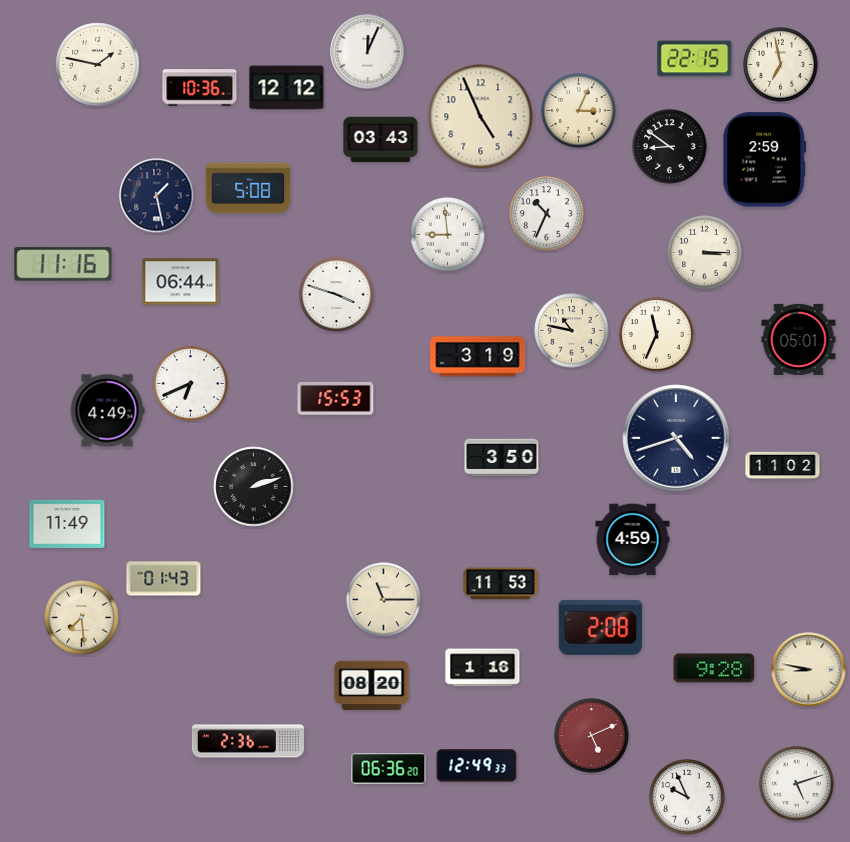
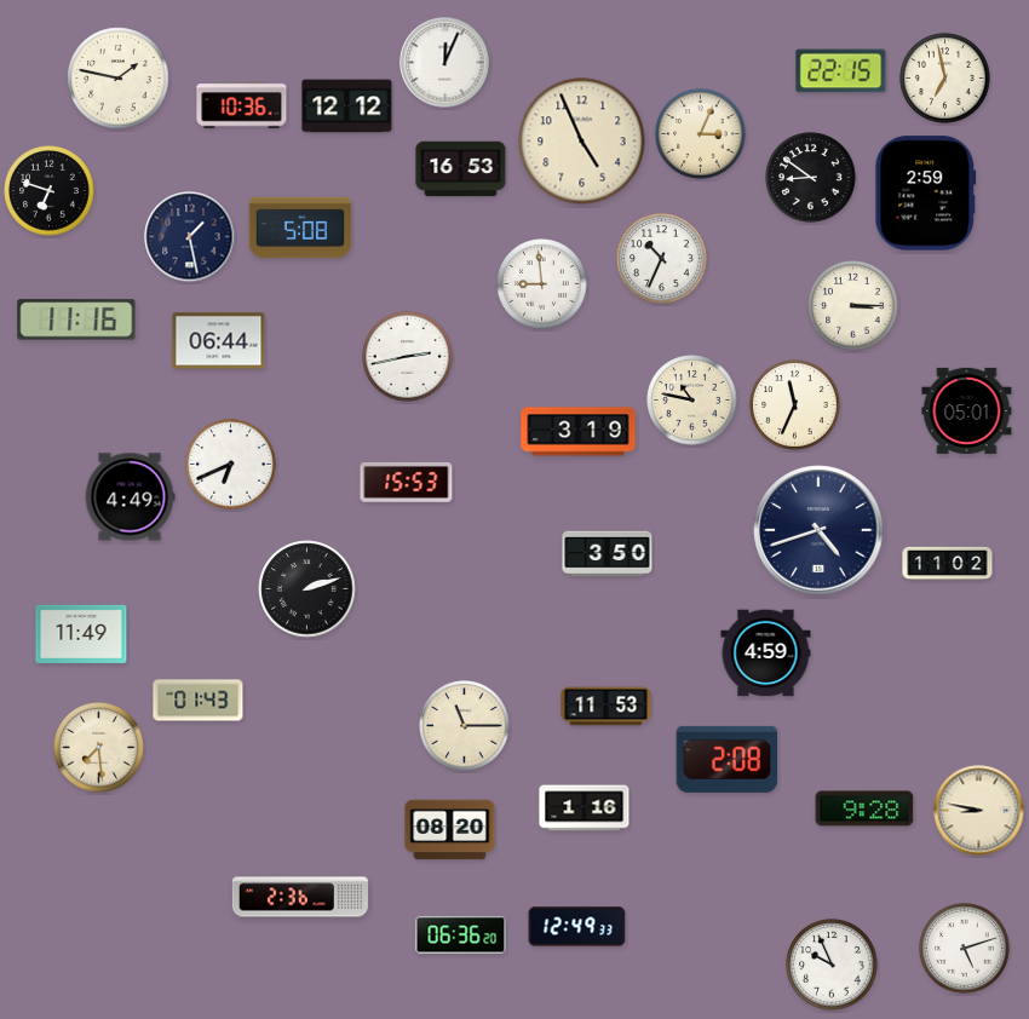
clock at (381, 140): 03:43 -> 16:53
clock at (50, 191): none -> 6:48
clock at (337, 295): 3:48 -> 2:43
clock at (592, 736): 5:11 -> none
clock at (389, 769) position: (389, 769) -> (461, 935)
